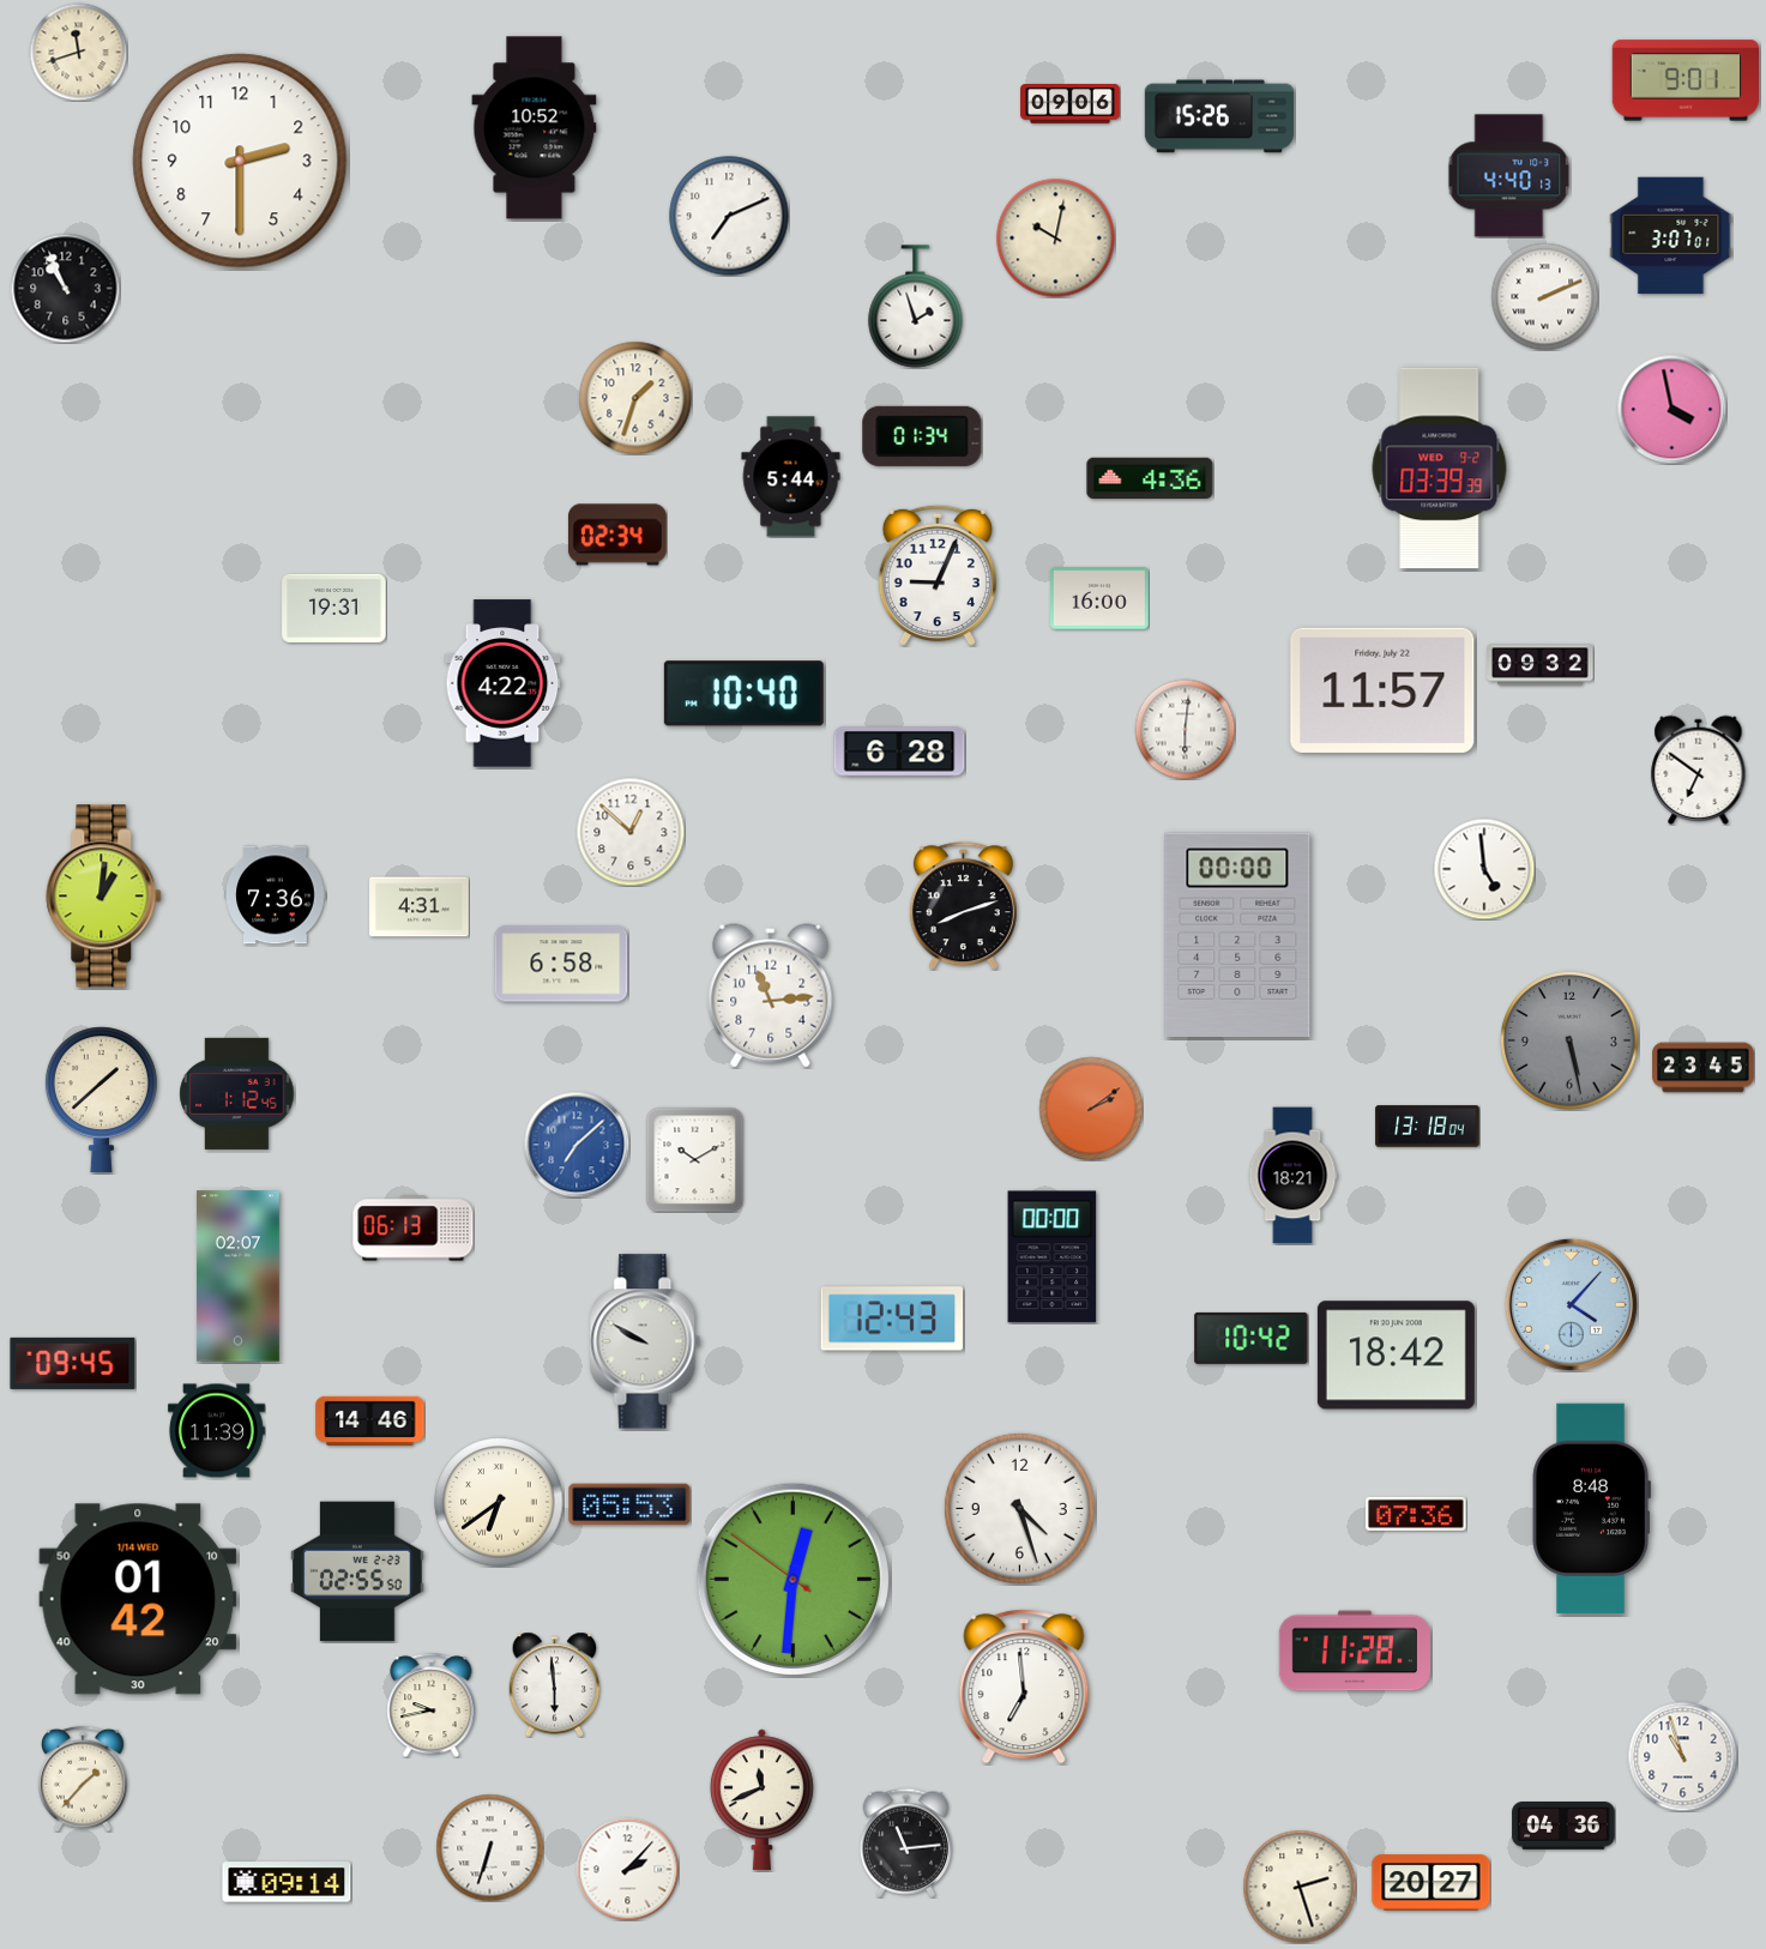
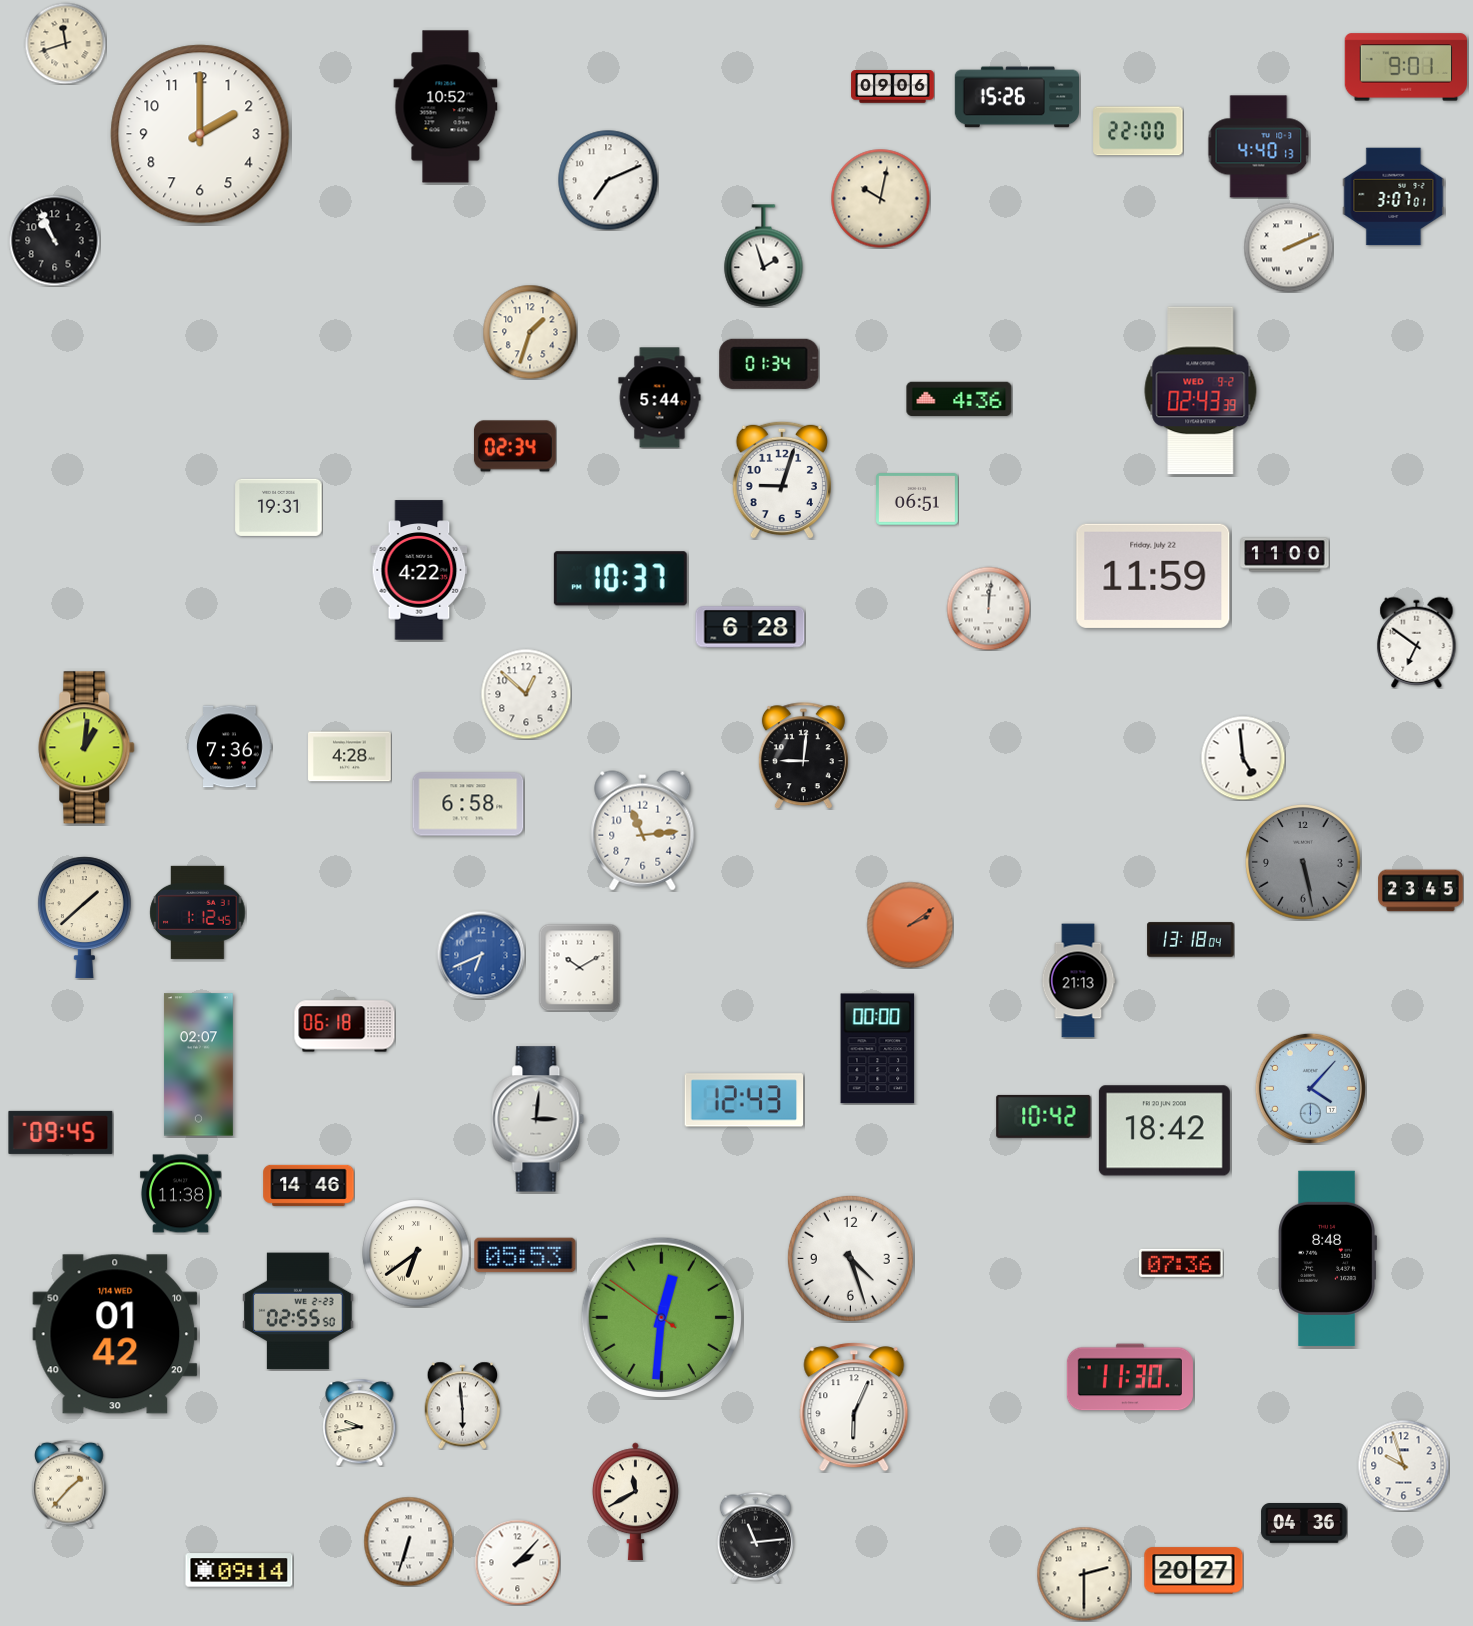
clock at (1138, 131): none -> 22:00
clock at (240, 161): 2:30 -> 2:00
clock at (1671, 409): 3:58 -> none
clock at (1440, 469): 03:39 -> 02:43
clock at (938, 575): 9:04 -> 9:03
clock at (1101, 598): 16:00 -> 06:51
clock at (1541, 665): 09:32 -> 11:00
clock at (1382, 690): 11:57 -> 11:59
clock at (743, 694): 10:40 -> 10:37
clock at (1185, 729): 6:01 -> 12:01
clock at (1484, 869) position: (1484, 869) -> (1243, 758)
clock at (963, 906): 8:12 -> 9:01
clock at (420, 907): 4:31 -> 4:28
clock at (1237, 934): 00:00 -> none
clock at (1569, 1040) position: (1569, 1040) -> (1303, 862)
clock at (577, 1145): 7:08 -> 6:41
clock at (1292, 1176): 18:21 -> 21:13
clock at (414, 1229): 06:13 -> 06:18
clock at (645, 1341): 9:50 -> 3:01
clock at (73, 1363) position: (73, 1363) -> (61, 1132)
clock at (216, 1431): 11:39 -> 11:38
clock at (1355, 1651): 11:28 -> 11:30
clock at (1024, 1686): 6:59 -> 6:04
clock at (1682, 1756): 10:57 -> 9:57
clock at (761, 1800): 11:41 -> 11:40
clock at (627, 1869) position: (627, 1869) -> (517, 1562)
clock at (1300, 1887): 2:27 -> 2:30
